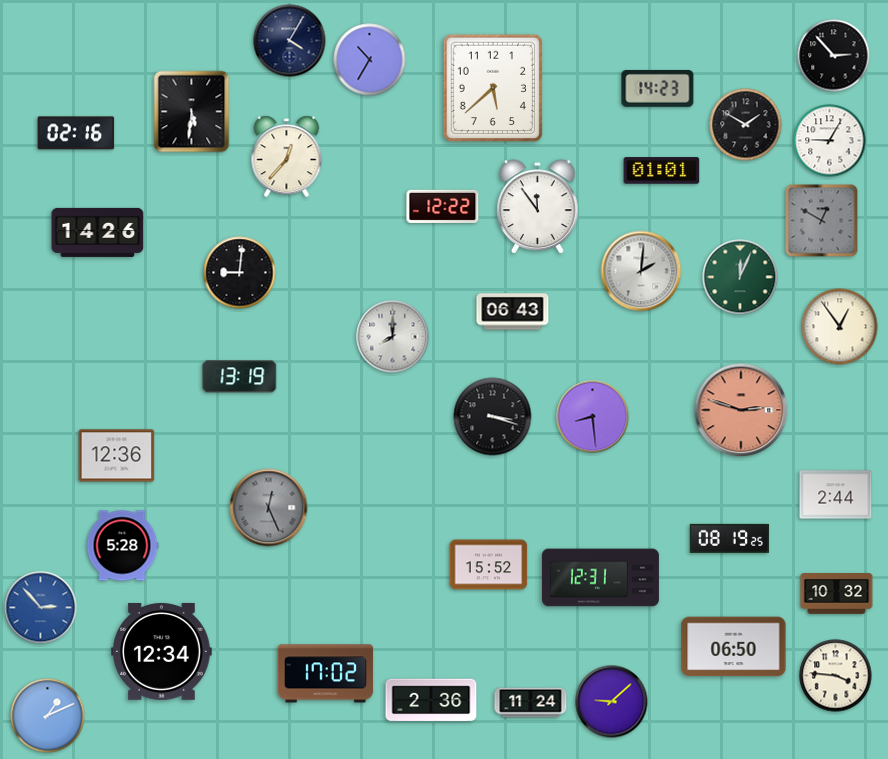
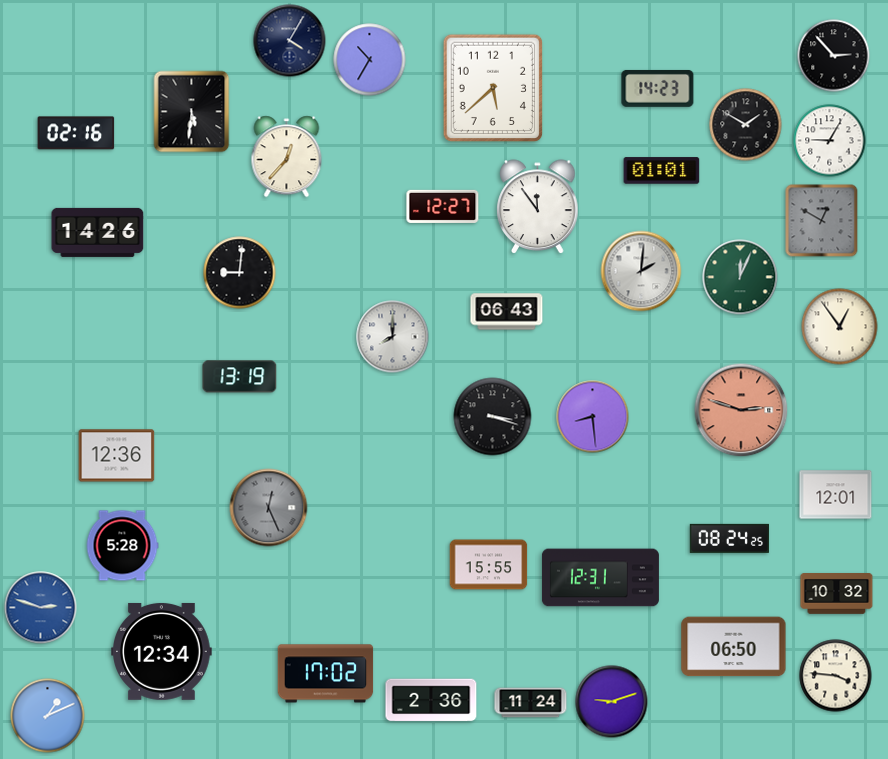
clock at (443, 206): 12:22 -> 12:27
clock at (513, 312) position: (513, 312) -> (507, 312)
clock at (836, 495): 2:44 -> 12:01
clock at (729, 538): 08:19 -> 08:24
clock at (489, 565): 15:52 -> 15:55
clock at (41, 608): 2:53 -> 2:48
clock at (612, 702): 9:08 -> 9:12
